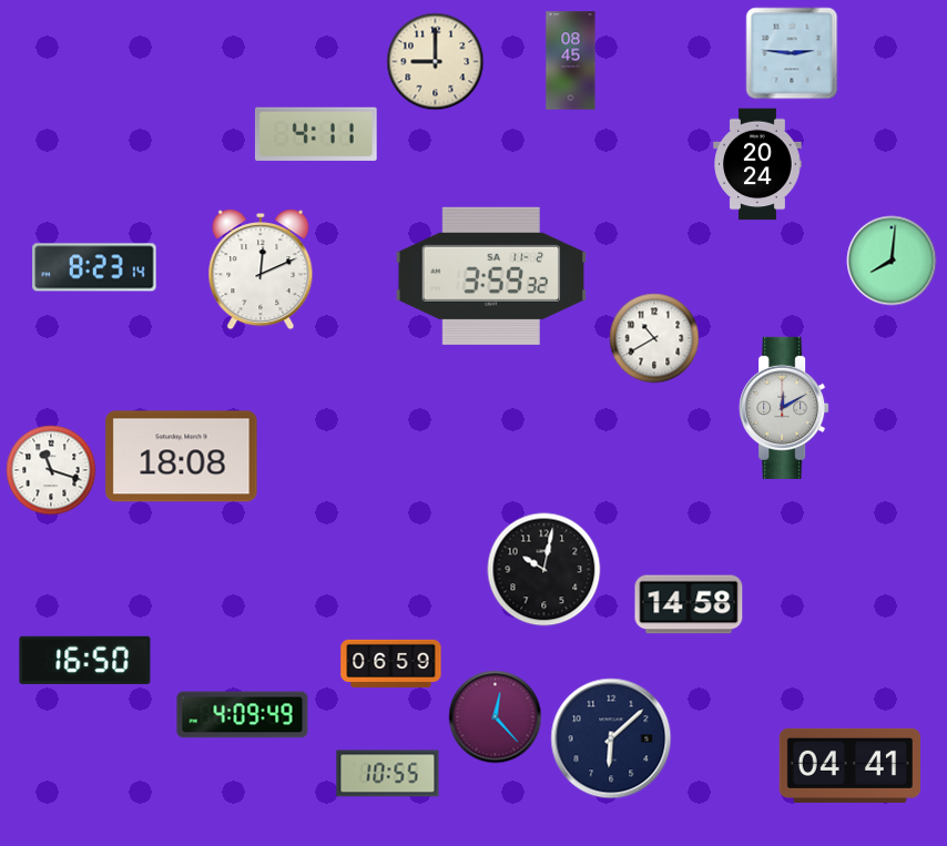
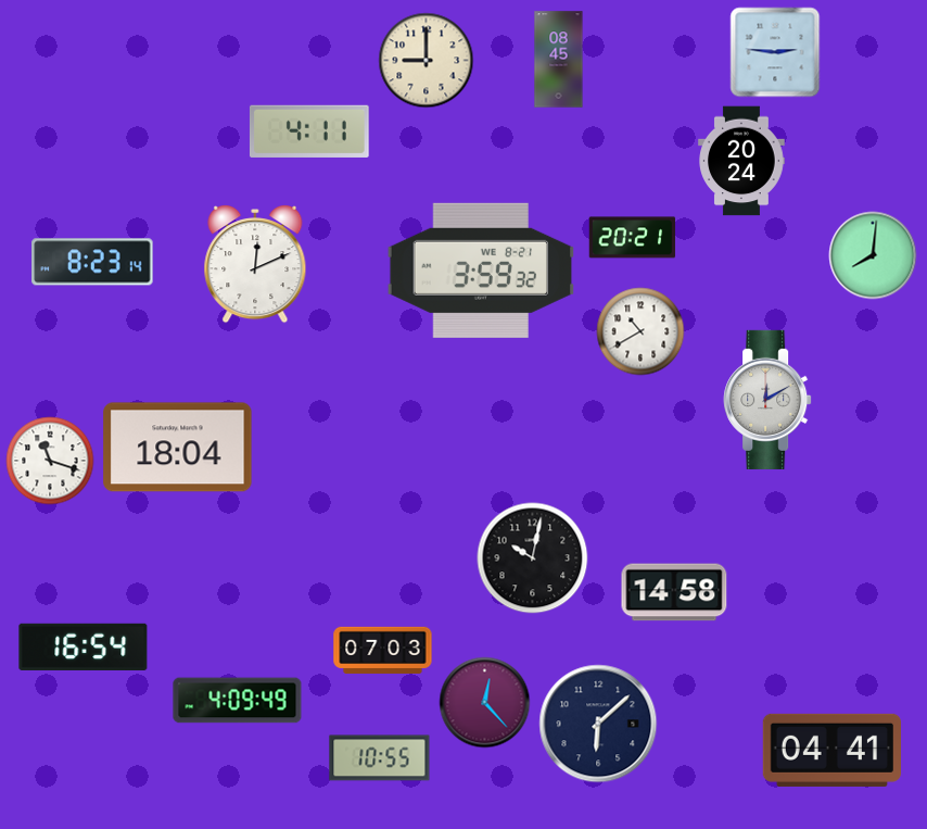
clock at (633, 238): none -> 20:21
clock at (491, 276) date: SA 11-2 -> WE 8-21
clock at (182, 457): 18:08 -> 18:04
clock at (85, 660): 16:50 -> 16:54
clock at (391, 663): 06:59 -> 07:03
